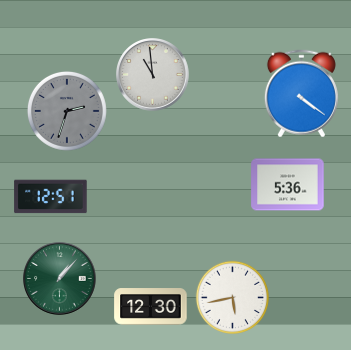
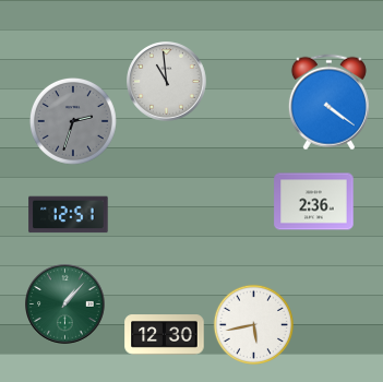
clock at (288, 185): 5:36 -> 2:36
clock at (51, 197) position: (51, 197) -> (69, 215)
